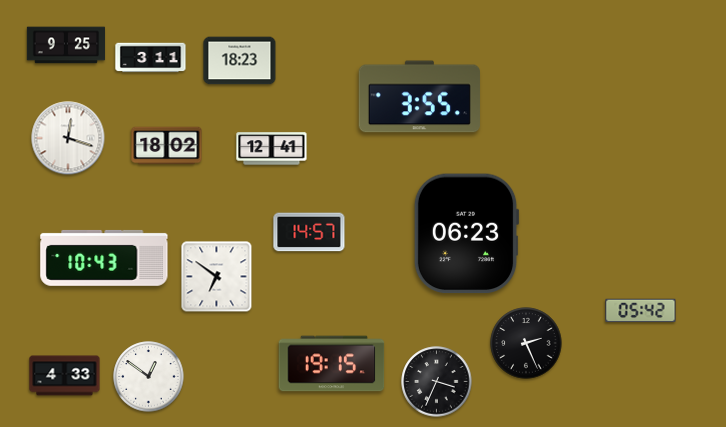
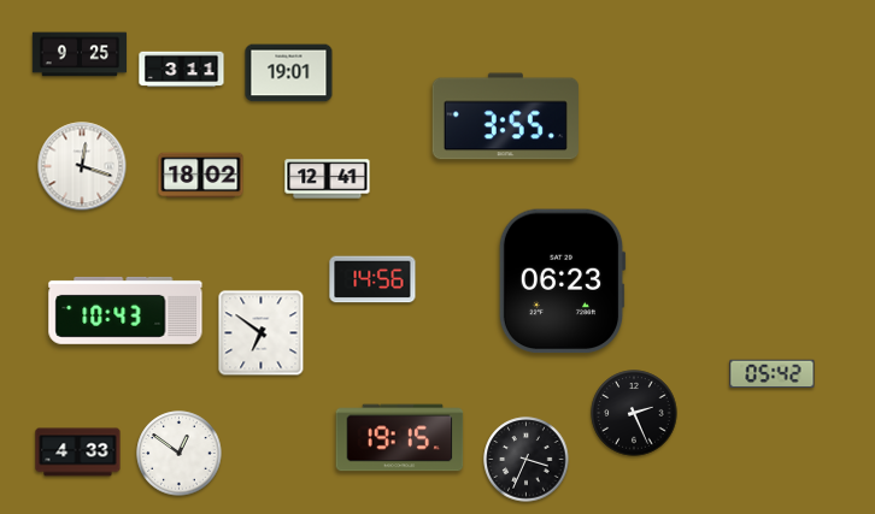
clock at (240, 61): 18:23 -> 19:01
clock at (309, 232): 14:57 -> 14:56
